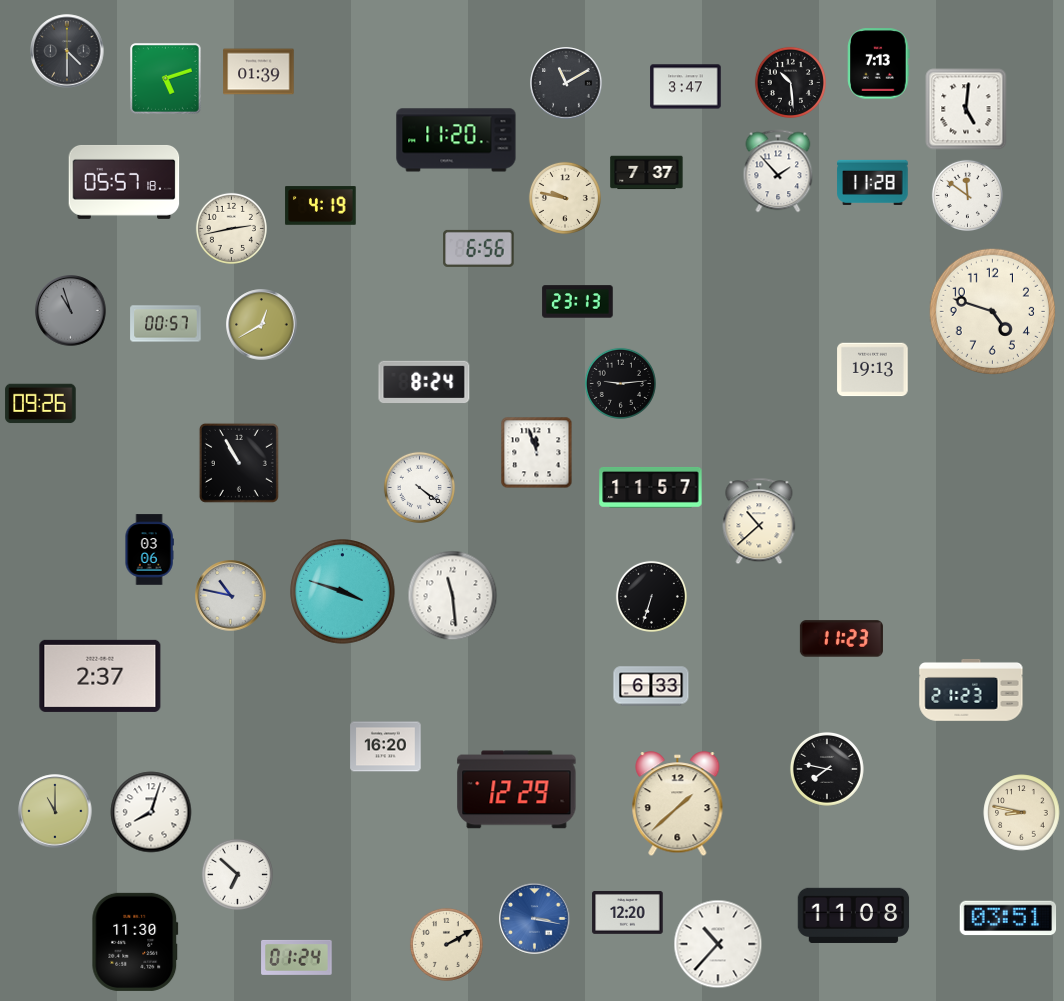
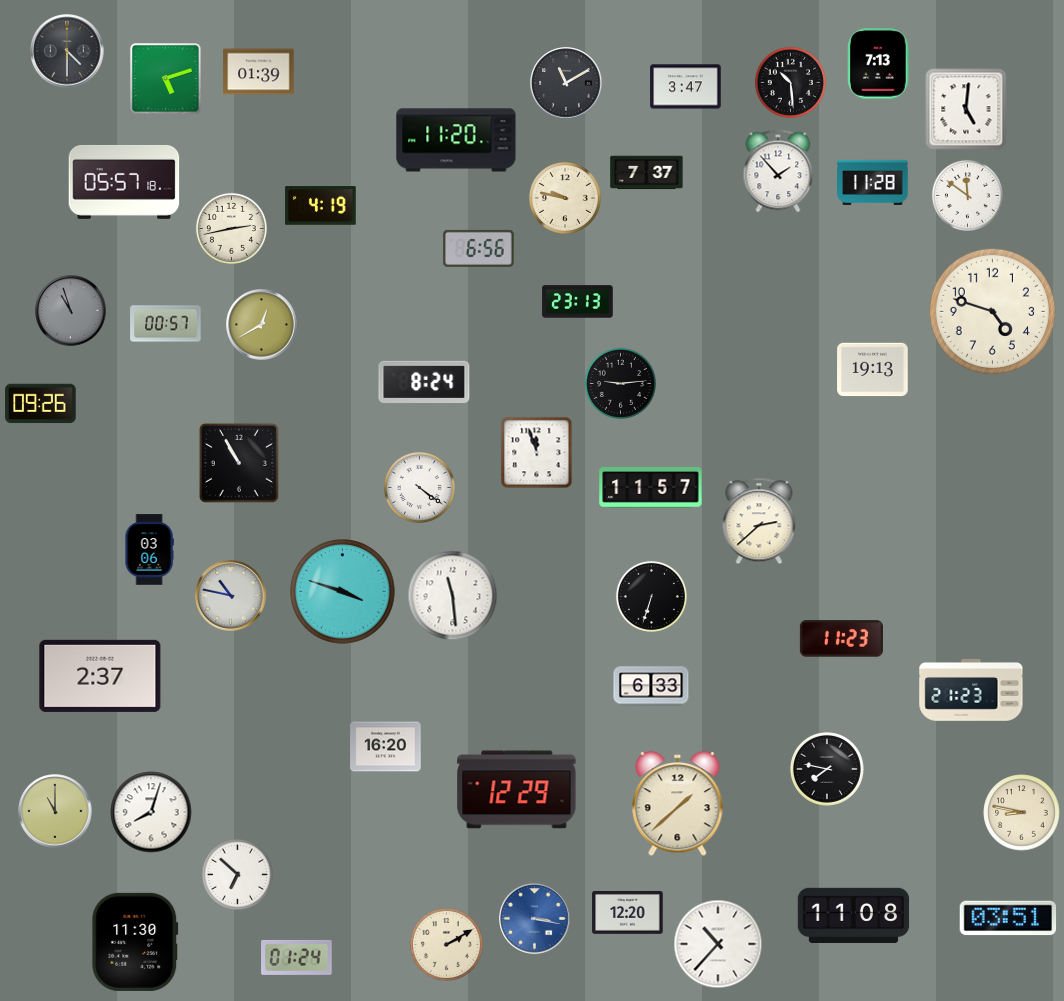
clock at (759, 521): 10:38 -> 2:38
